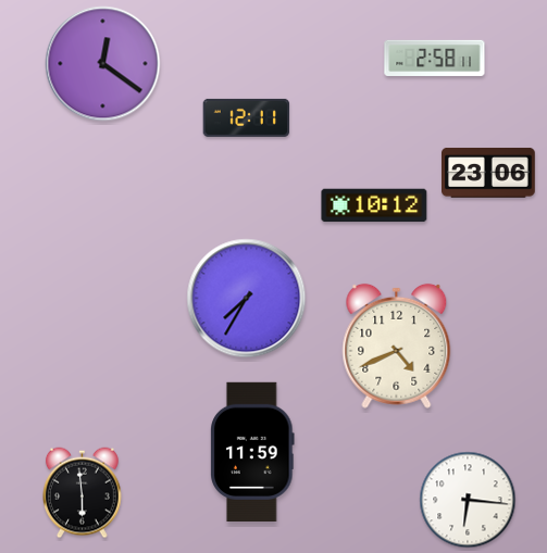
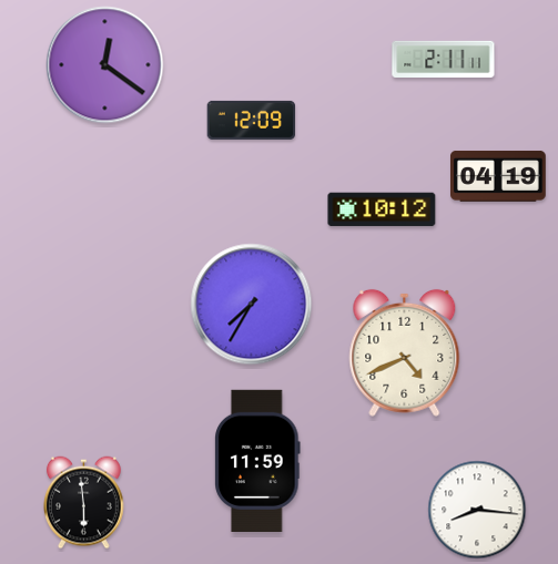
clock at (435, 58): 2:58 -> 2:11
clock at (247, 117): 12:11 -> 12:09
clock at (489, 173): 23:06 -> 04:19
clock at (468, 500): 6:16 -> 8:16
